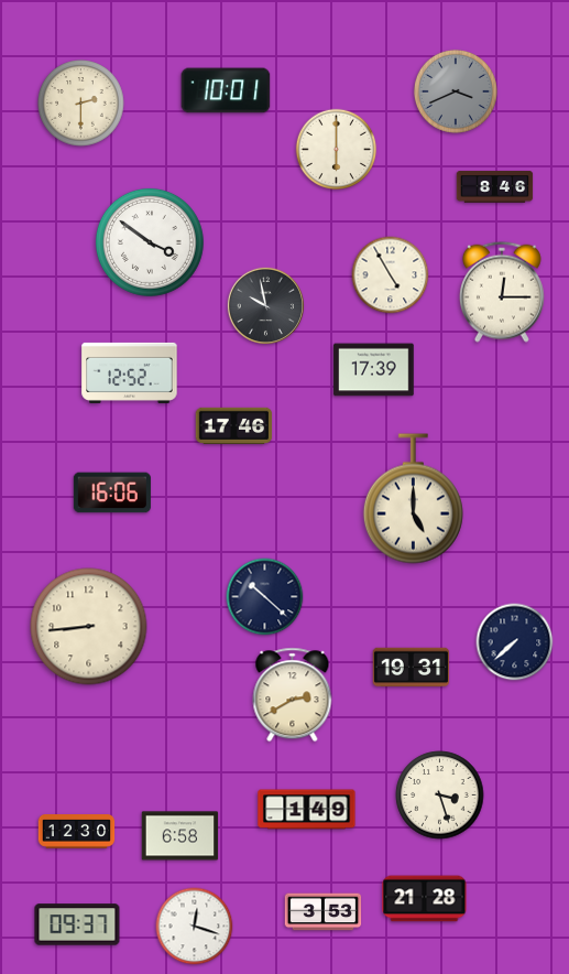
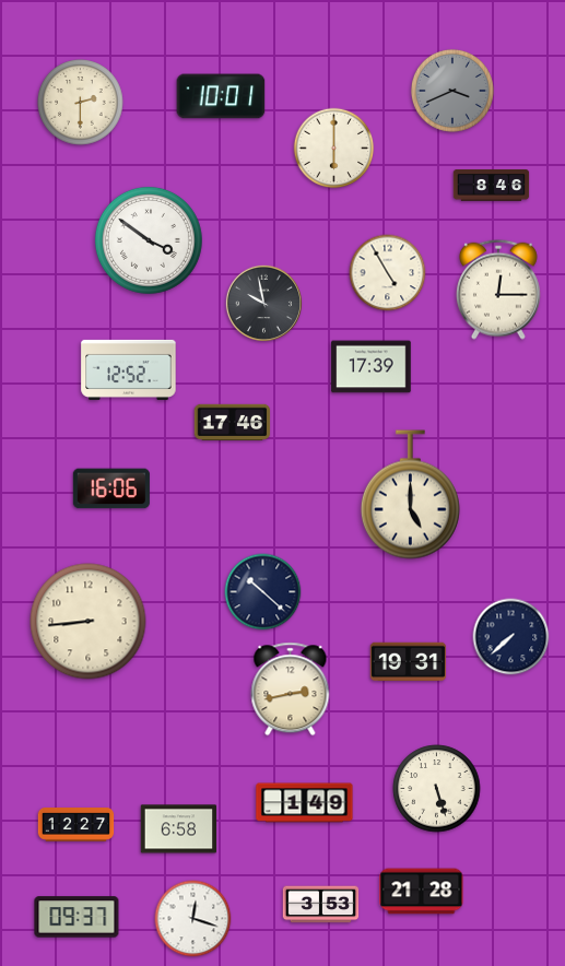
clock at (226, 90) position: (226, 90) -> (221, 96)
clock at (293, 695): 2:40 -> 2:43
clock at (440, 796): 3:27 -> 5:27
clock at (77, 832): 12:30 -> 12:27
